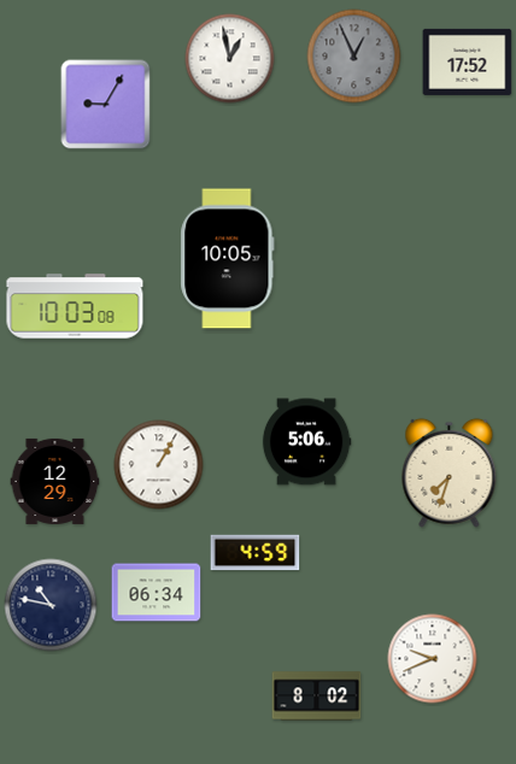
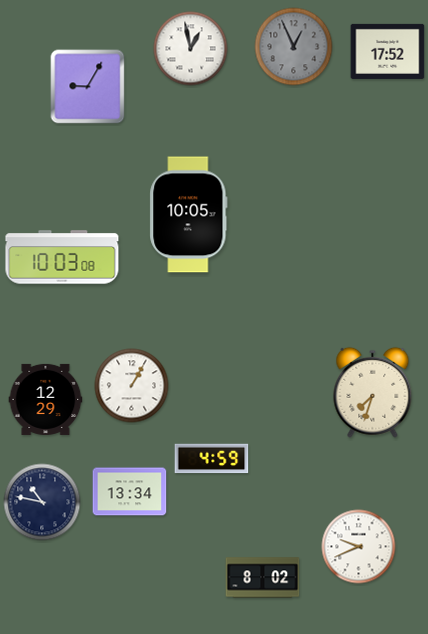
clock at (75, 306) position: (75, 306) -> (62, 257)
clock at (306, 442): 5:06 -> none
clock at (157, 593): 06:34 -> 13:34
